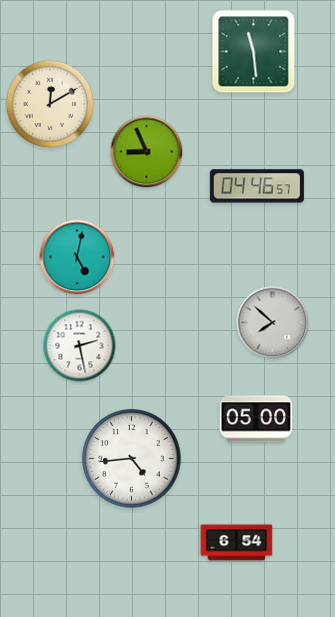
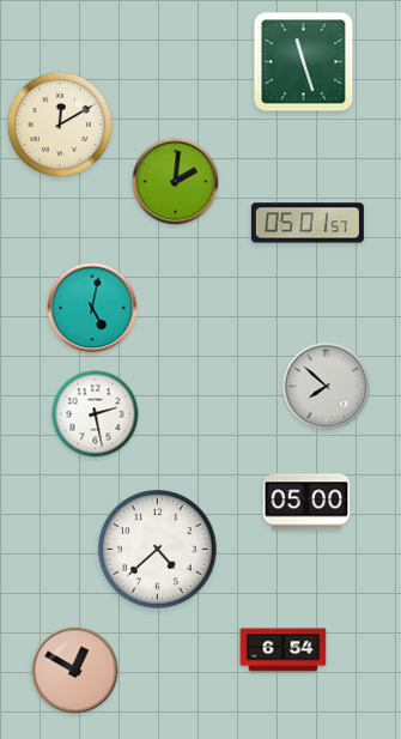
clock at (254, 52): 11:29 -> 11:27
clock at (147, 152): 8:56 -> 2:01
clock at (257, 186): 04:46 -> 05:01
clock at (132, 459): 4:44 -> 4:38
clock at (75, 671): none -> 12:50
